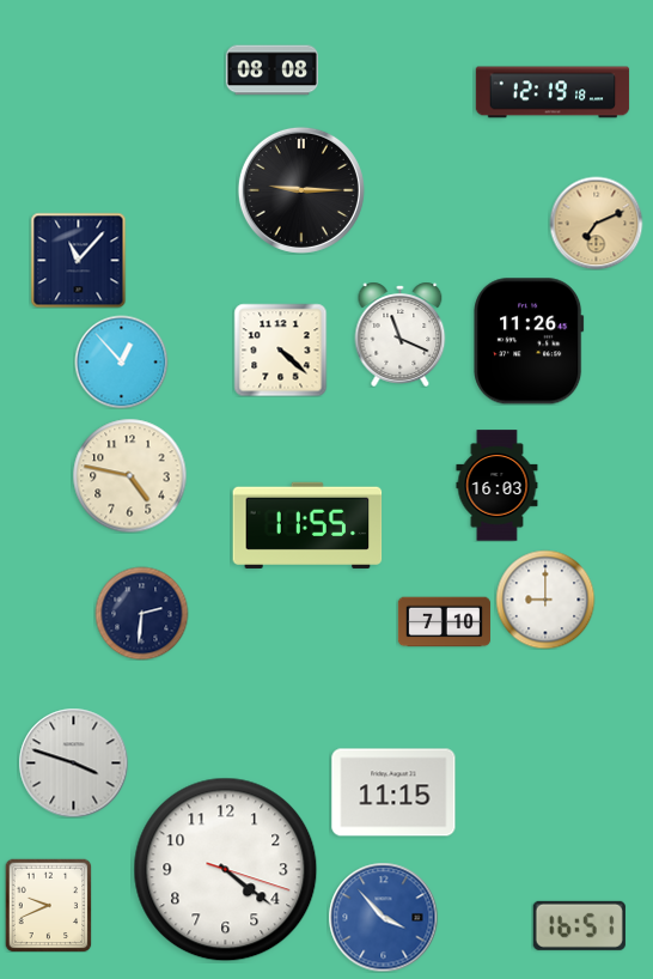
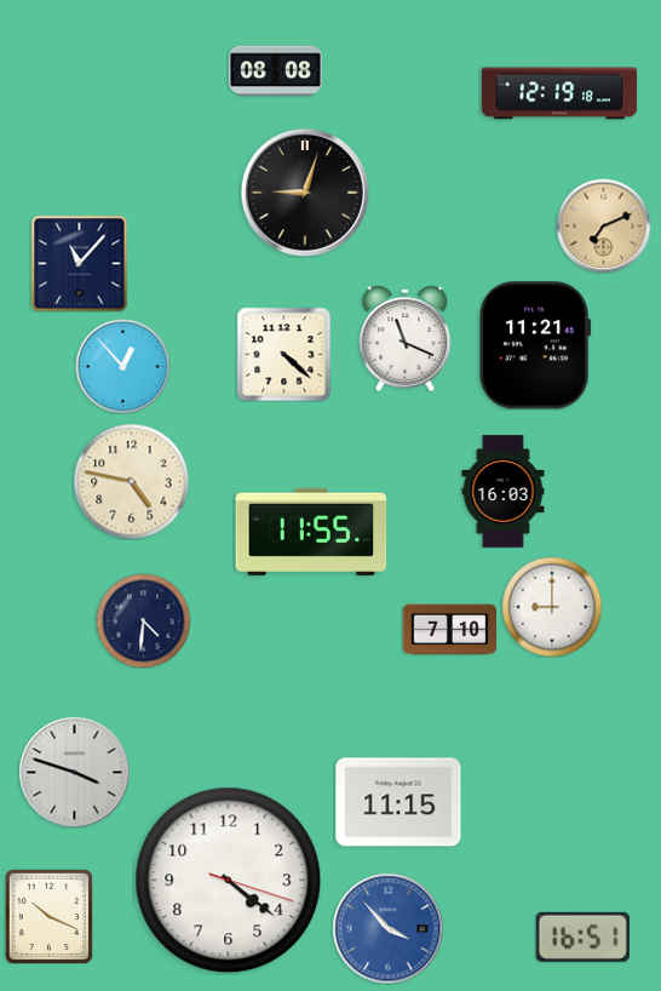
clock at (301, 190): 9:15 -> 9:03
clock at (529, 341): 11:26 -> 11:21
clock at (141, 613): 2:31 -> 4:31
clock at (49, 905): 9:41 -> 10:19
clock at (579, 925) position: (579, 925) -> (582, 936)
